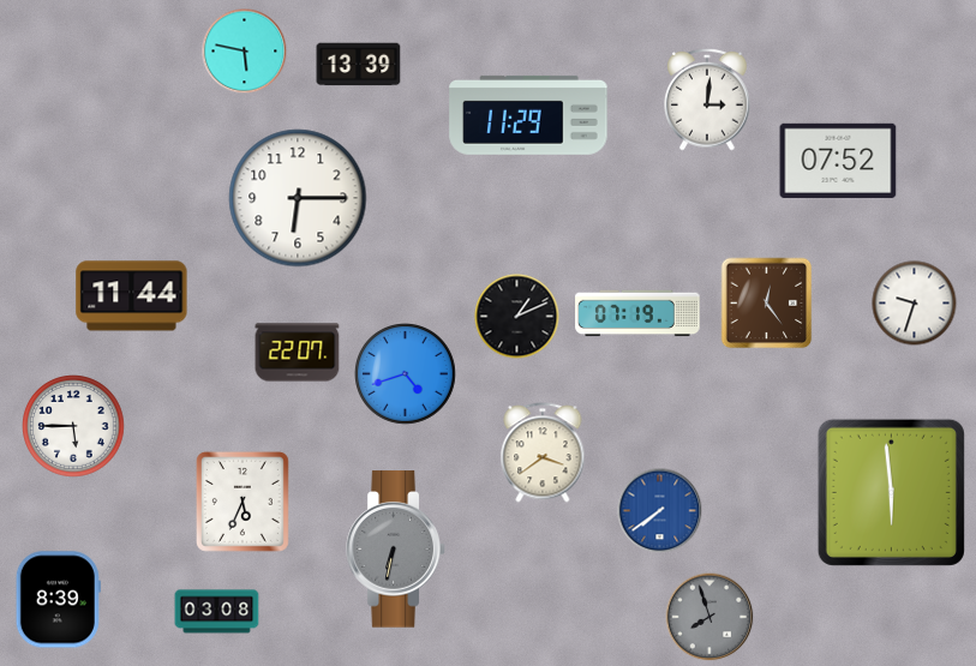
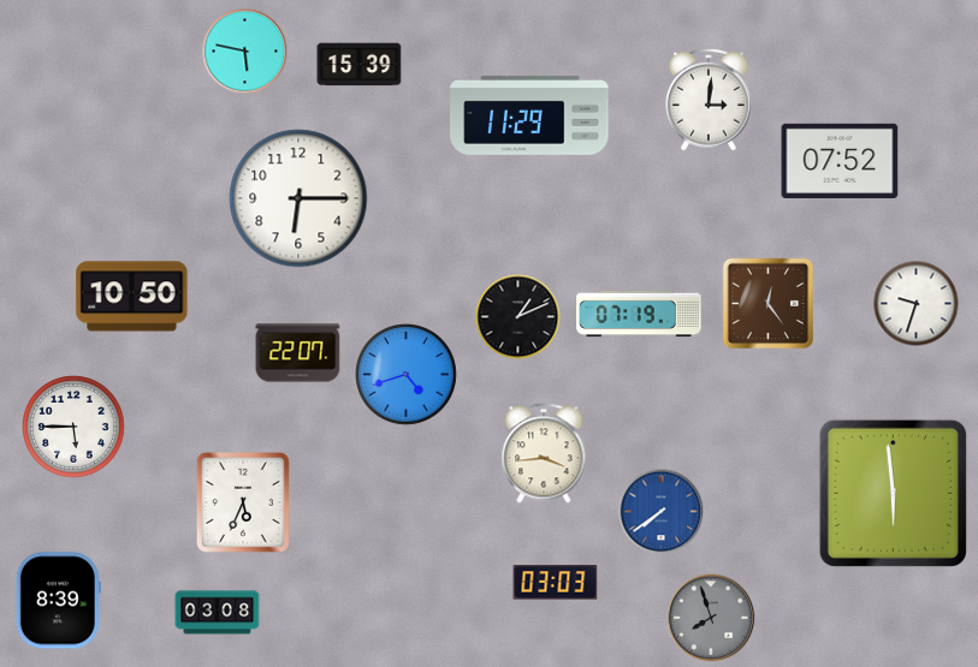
clock at (359, 65): 13:39 -> 15:39
clock at (132, 296): 11:44 -> 10:50
clock at (543, 452): 3:39 -> 3:44
clock at (396, 550): 6:32 -> none
clock at (556, 583): none -> 03:03
